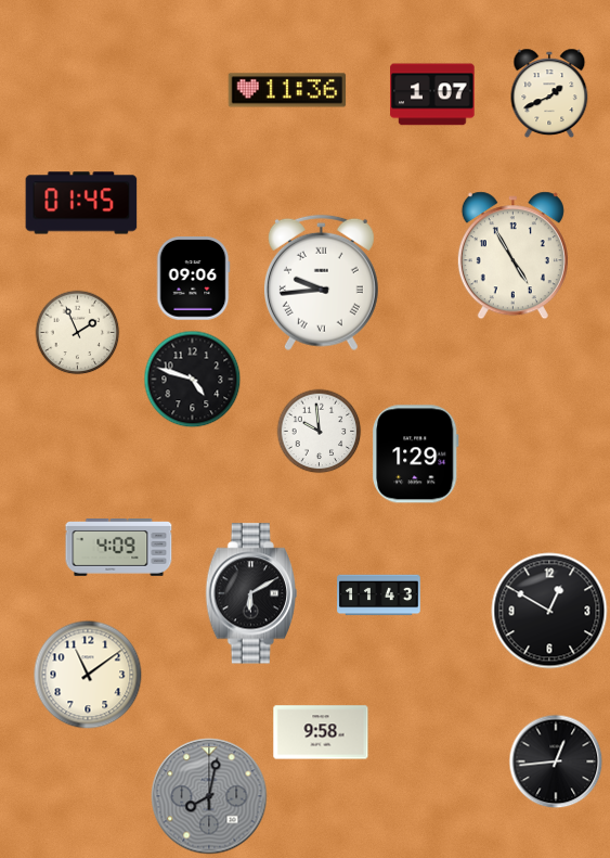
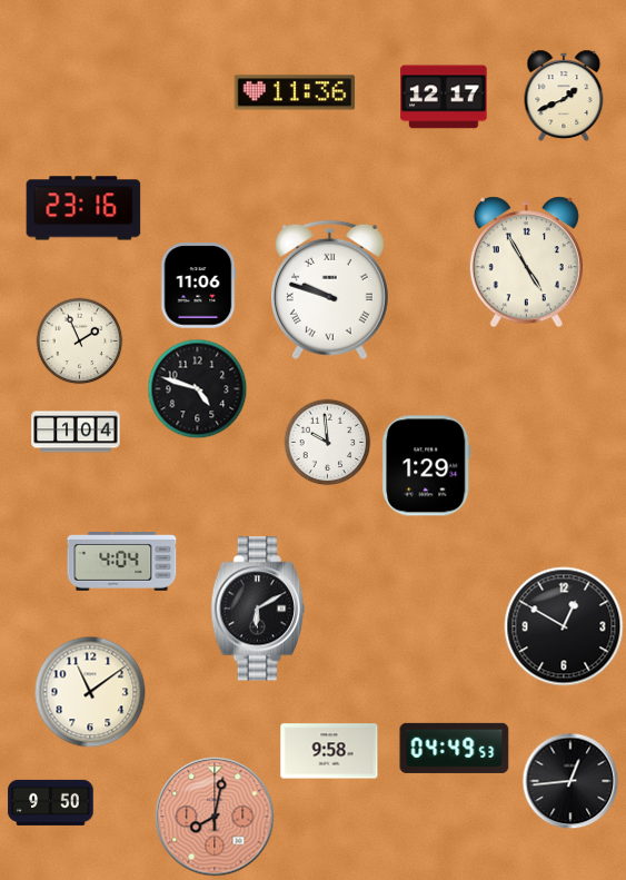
clock at (432, 94): 1:07 -> 12:17
clock at (81, 203): 01:45 -> 23:16
clock at (193, 279): 09:06 -> 11:06
clock at (321, 283): 9:44 -> 9:48
clock at (76, 432): none -> 1:04
clock at (119, 548): 4:09 -> 4:04
clock at (379, 596): 11:43 -> none
clock at (455, 748): none -> 04:49
clock at (51, 802): none -> 9:50
clock at (209, 796) dial: grey -> salmon
